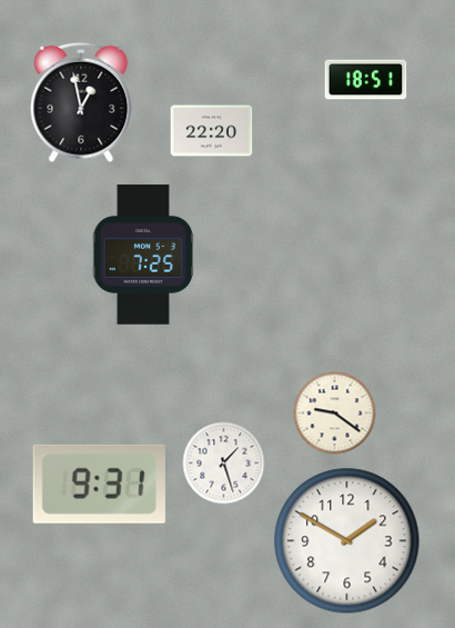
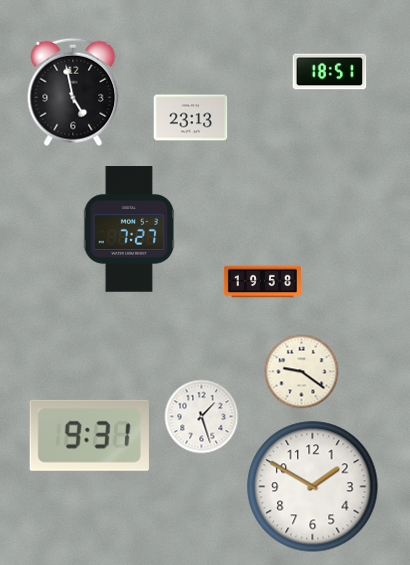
clock at (81, 102): 12:58 -> 4:58
clock at (212, 131): 22:20 -> 23:13
clock at (143, 255): 7:25 -> 7:27
clock at (262, 282): none -> 19:58
